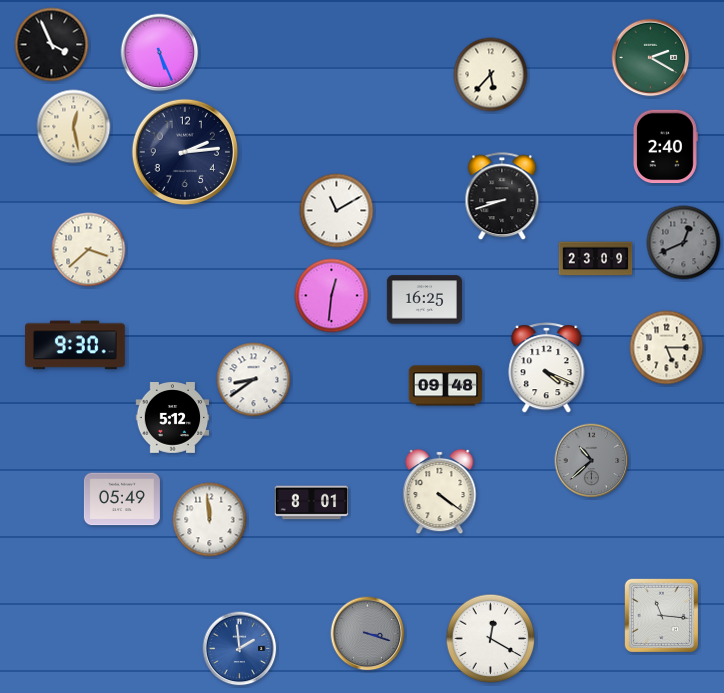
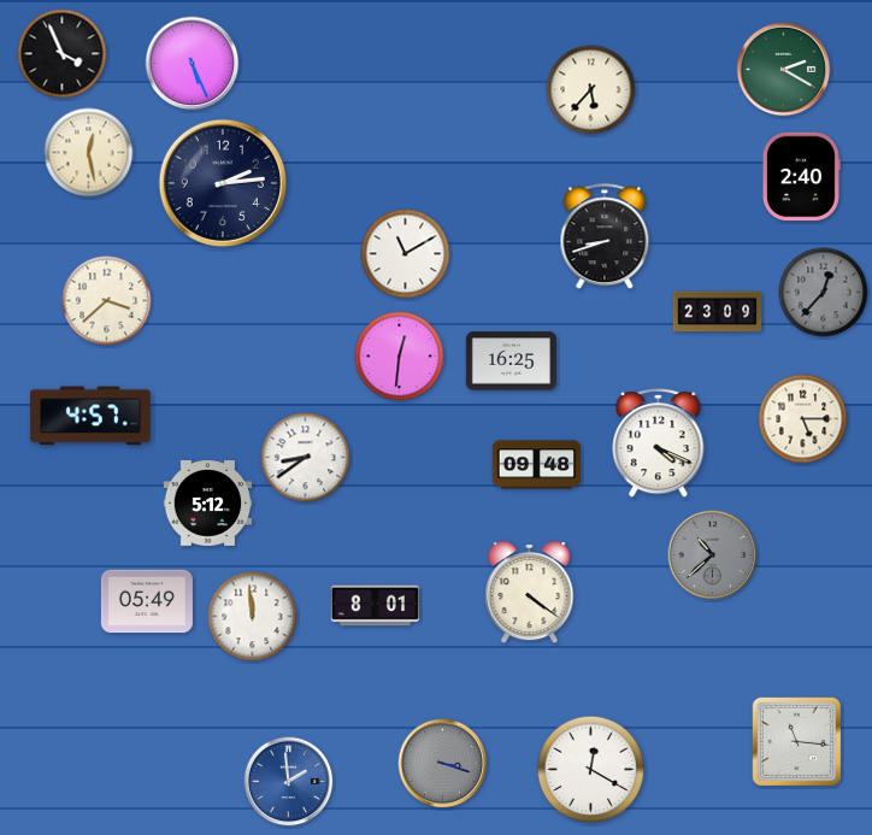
clock at (684, 243): 12:41 -> 12:37
clock at (76, 345): 9:30 -> 4:57
clock at (210, 520) position: (210, 520) -> (253, 617)
